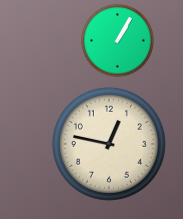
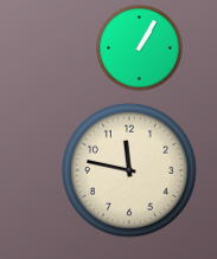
clock at (109, 144): 12:47 -> 11:47
